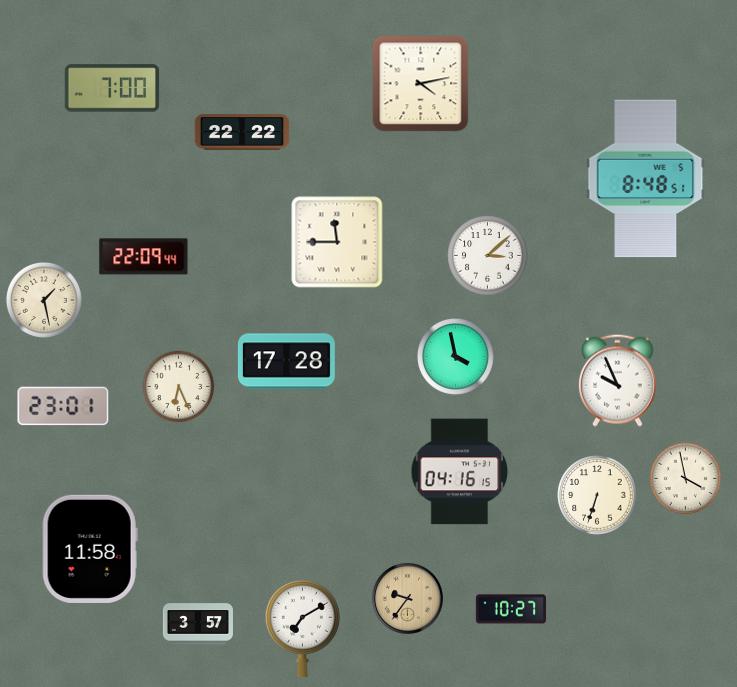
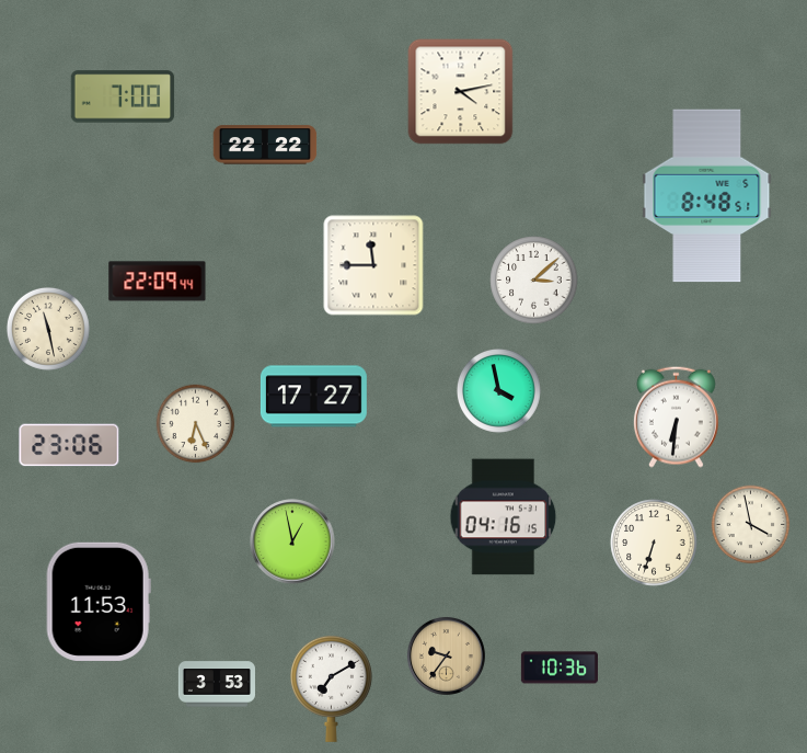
clock at (337, 242) position: (337, 242) -> (373, 265)
clock at (44, 300): 1:28 -> 11:28
clock at (286, 362): 17:28 -> 17:27
clock at (617, 380): 9:56 -> 6:31
clock at (63, 406): 23:01 -> 23:06
clock at (292, 541): none -> 12:58
clock at (90, 549): 11:58 -> 11:53
clock at (511, 609): 10:27 -> 10:36
clock at (198, 624): 3:57 -> 3:53
